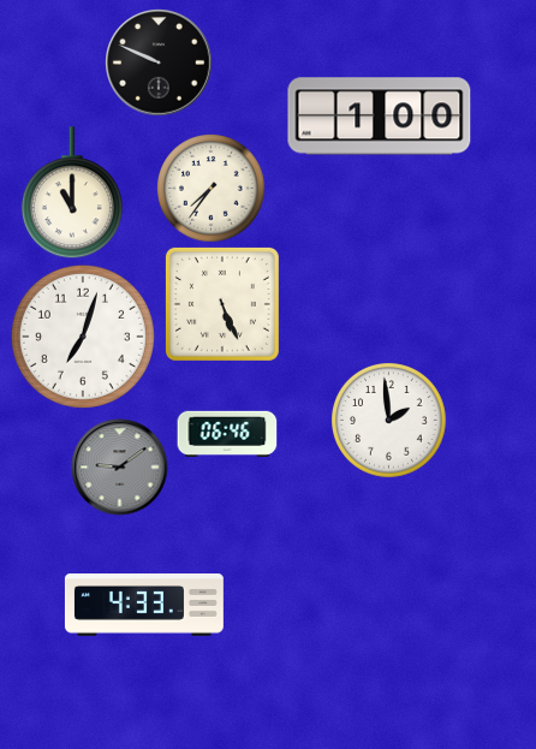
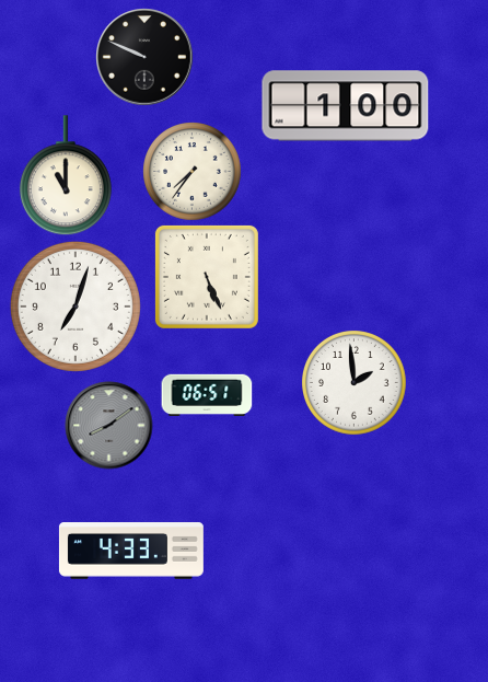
clock at (222, 304) position: (222, 304) -> (207, 277)
clock at (227, 434): 06:46 -> 06:51
clock at (120, 468): 9:09 -> 8:09
